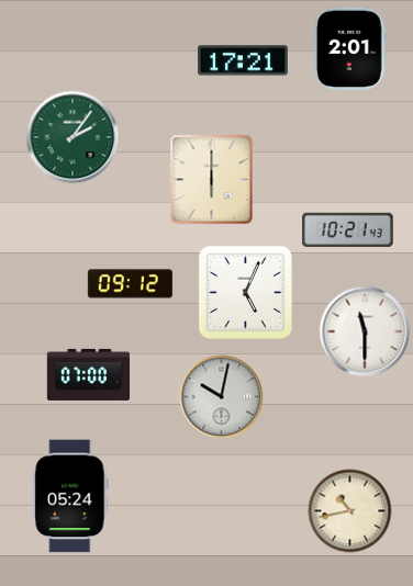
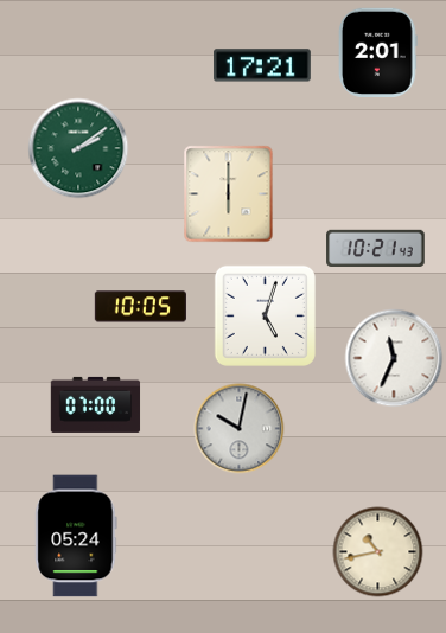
clock at (72, 137): 2:06 -> 2:09
clock at (130, 284): 09:12 -> 10:05
clock at (245, 292): 5:04 -> 5:03
clock at (365, 331): 11:30 -> 11:34
